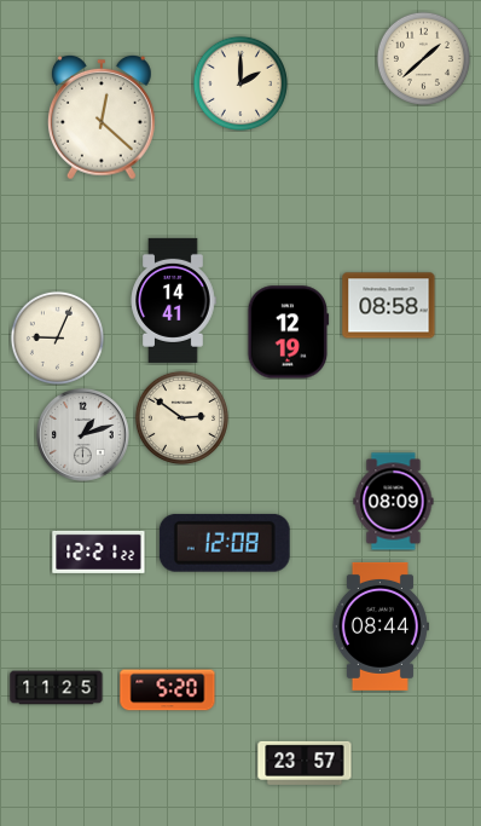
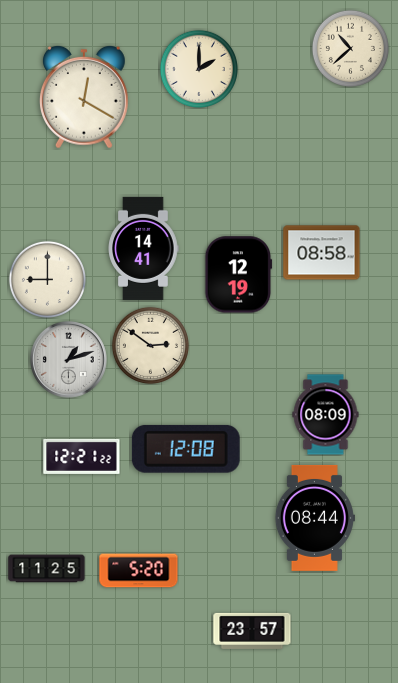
clock at (423, 58): 1:38 -> 10:38
clock at (102, 117): 12:22 -> 12:20
clock at (57, 337): 9:04 -> 9:00
